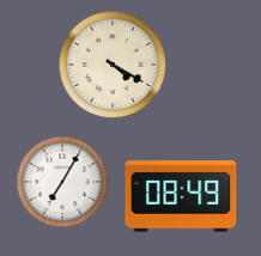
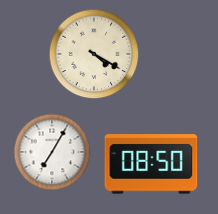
clock at (181, 196): 08:49 -> 08:50
